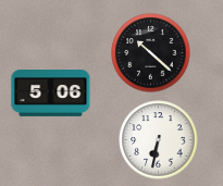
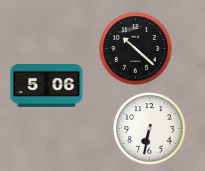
clock at (151, 53) position: (151, 53) -> (136, 49)
clock at (159, 140) position: (159, 140) -> (150, 129)
